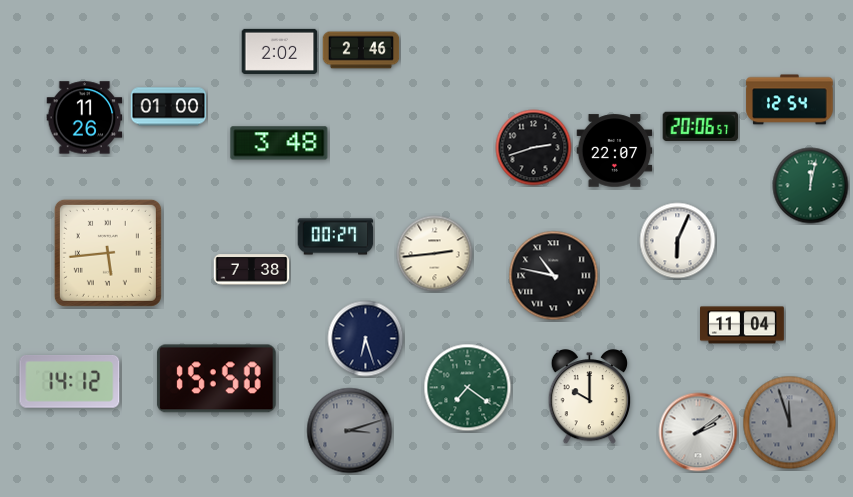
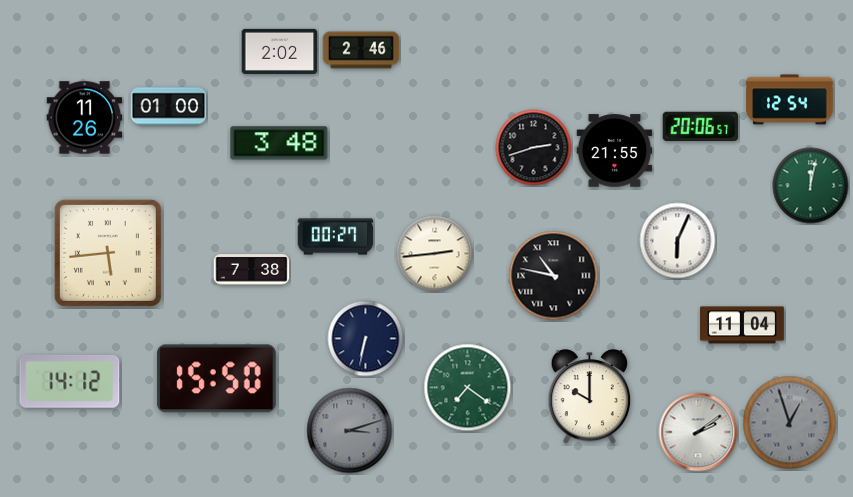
clock at (615, 151): 22:07 -> 21:55
clock at (366, 339): 6:27 -> 6:32
clock at (790, 423): 11:57 -> 12:57
